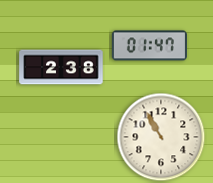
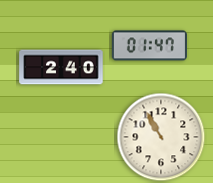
clock at (61, 67): 2:38 -> 2:40
